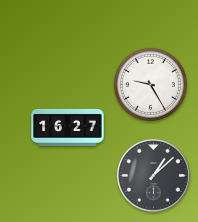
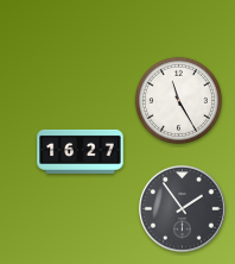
clock at (150, 84): 9:25 -> 11:25
clock at (154, 176): 1:08 -> 1:54
